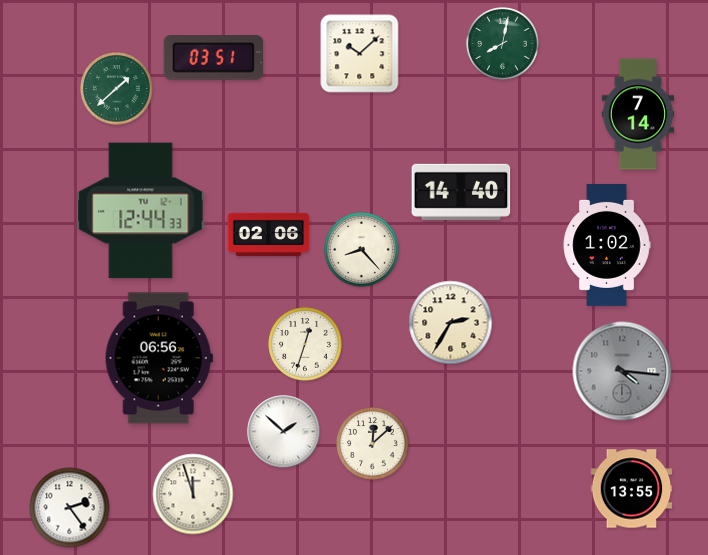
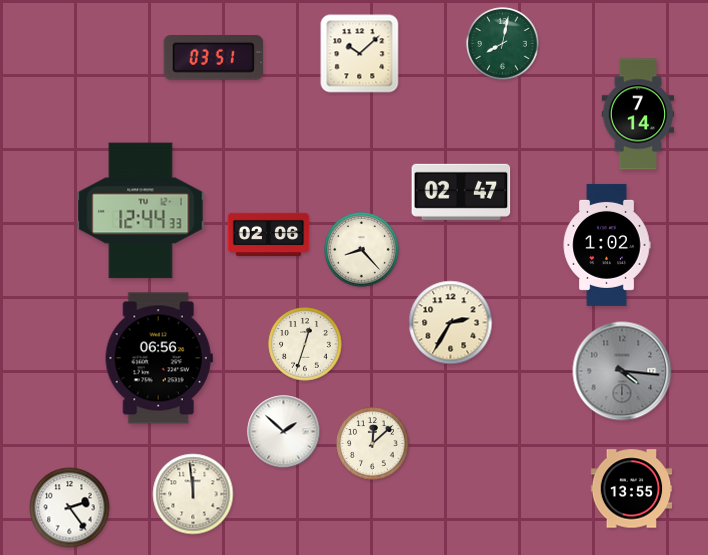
clock at (117, 89): 1:38 -> none
clock at (461, 192): 14:40 -> 02:47
clock at (193, 494): 11:57 -> 11:59
